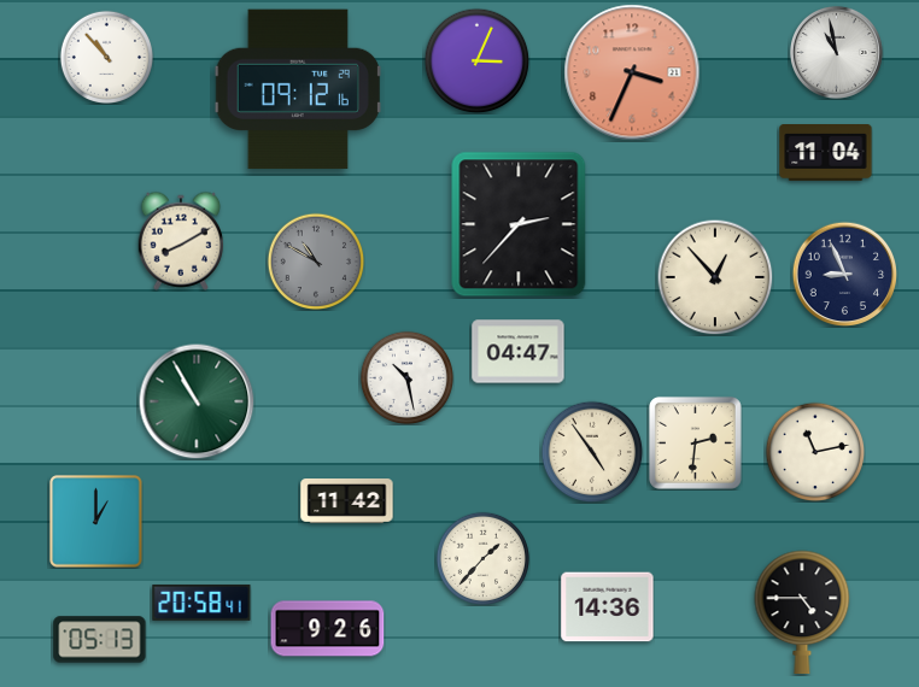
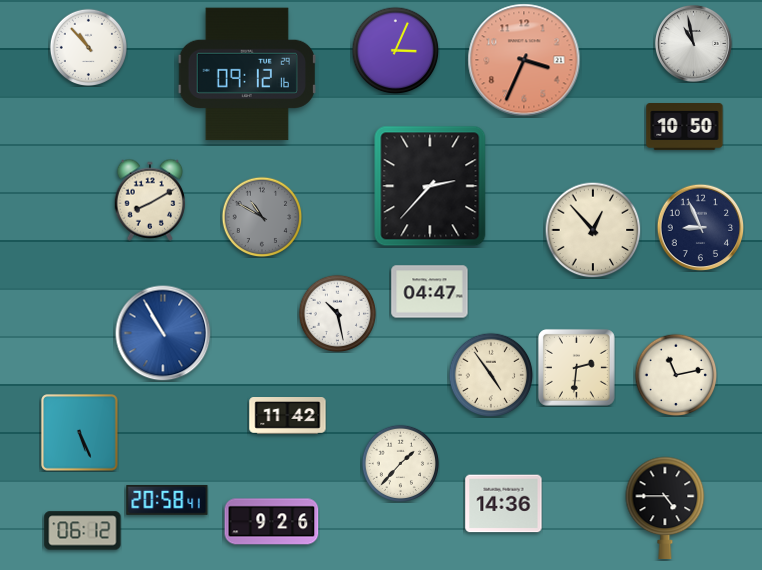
clock at (826, 153): 11:04 -> 10:50
clock at (197, 401) dial: green -> blue
clock at (96, 522): 1:00 -> 5:26
clock at (100, 640): 05:13 -> 06:12
